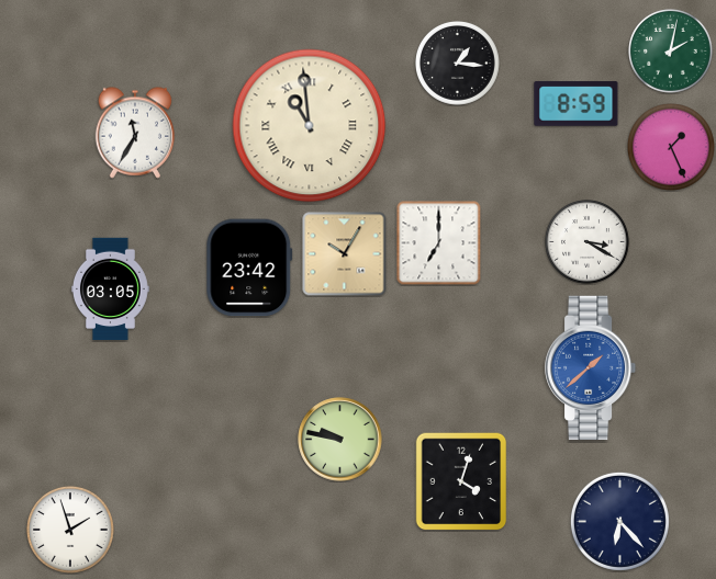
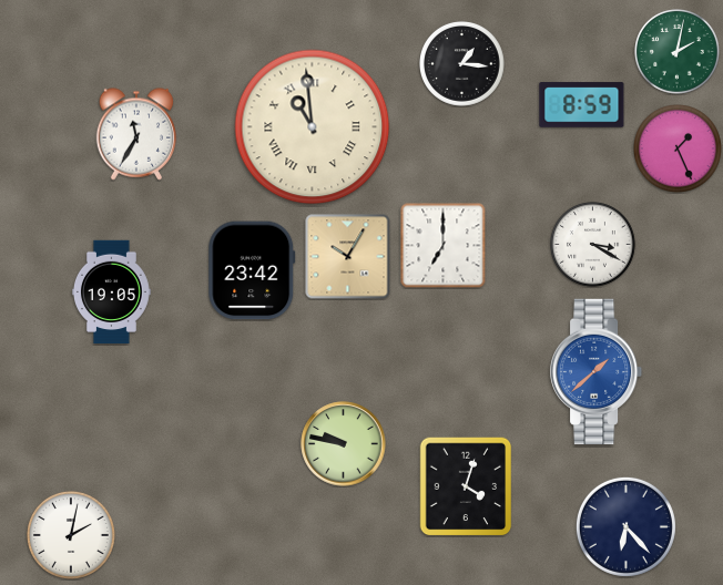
clock at (110, 289): 03:05 -> 19:05
clock at (70, 530): 1:57 -> 2:02
